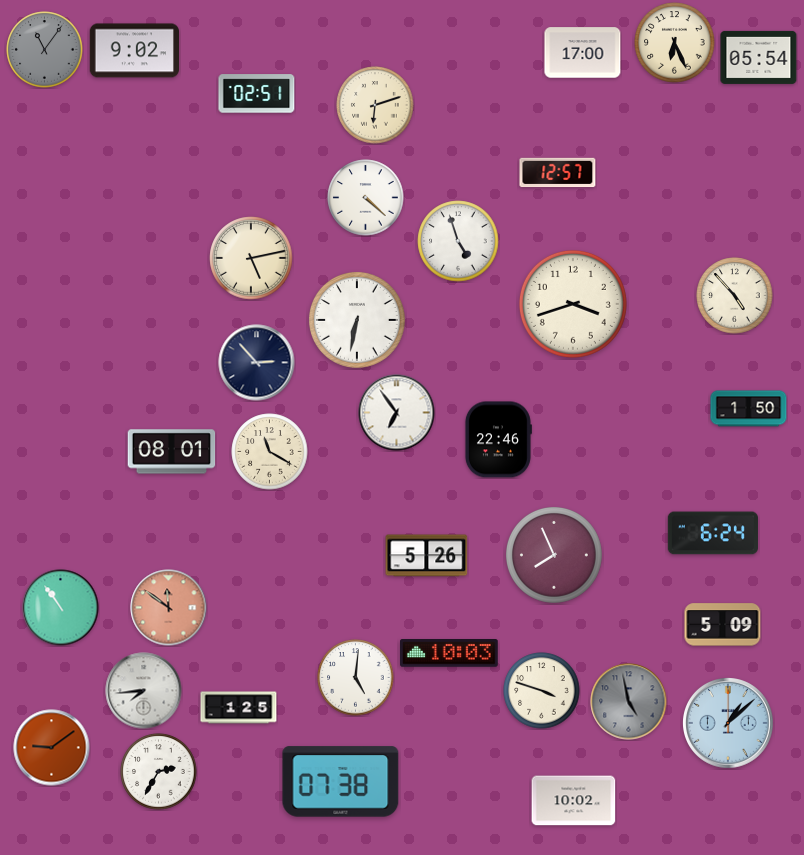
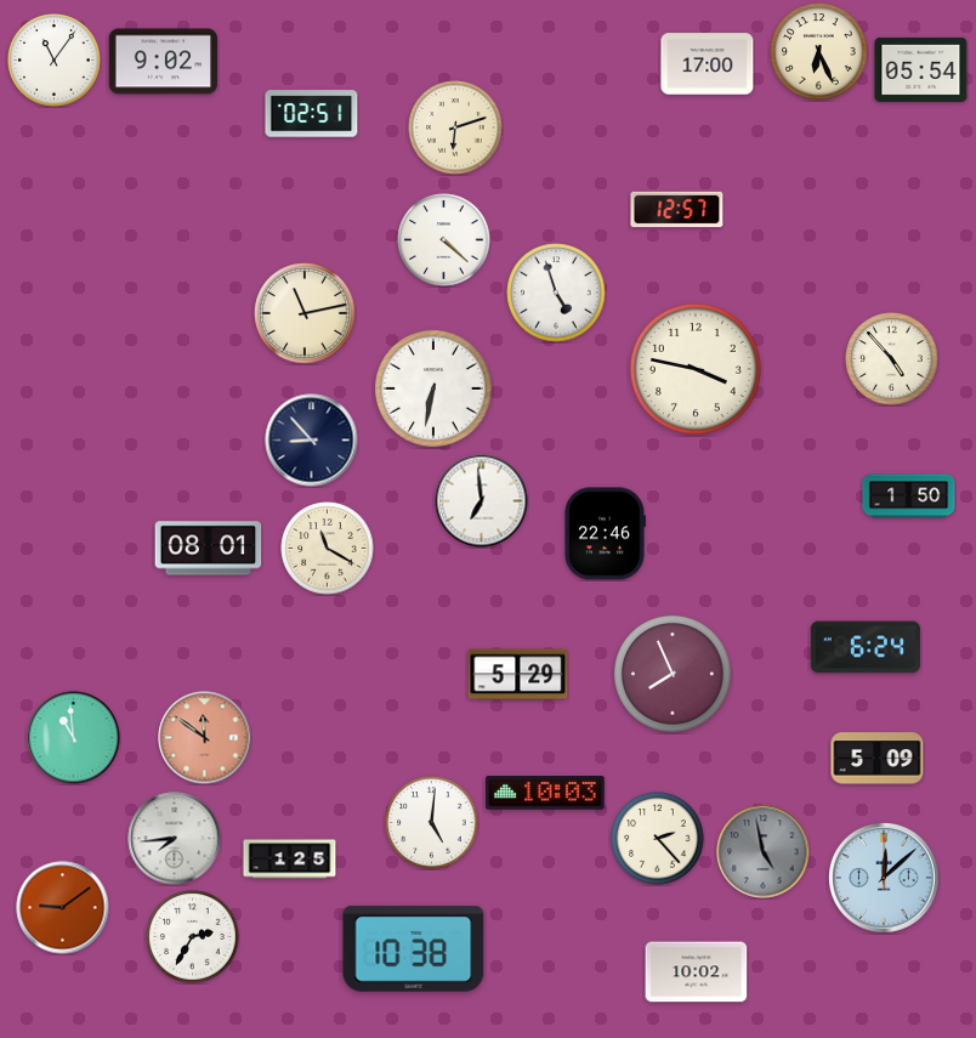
clock at (45, 50) dial: grey -> white
clock at (251, 258): 5:13 -> 11:13
clock at (573, 304): 3:42 -> 3:47
clock at (257, 363): 2:53 -> 8:53
clock at (397, 413): 6:54 -> 6:59
clock at (427, 556): 5:26 -> 5:29
clock at (61, 608): 10:54 -> 10:59
clock at (542, 691): 3:48 -> 2:23
clock at (729, 724): 1:08 -> 12:08
clock at (341, 782): 07:38 -> 10:38
